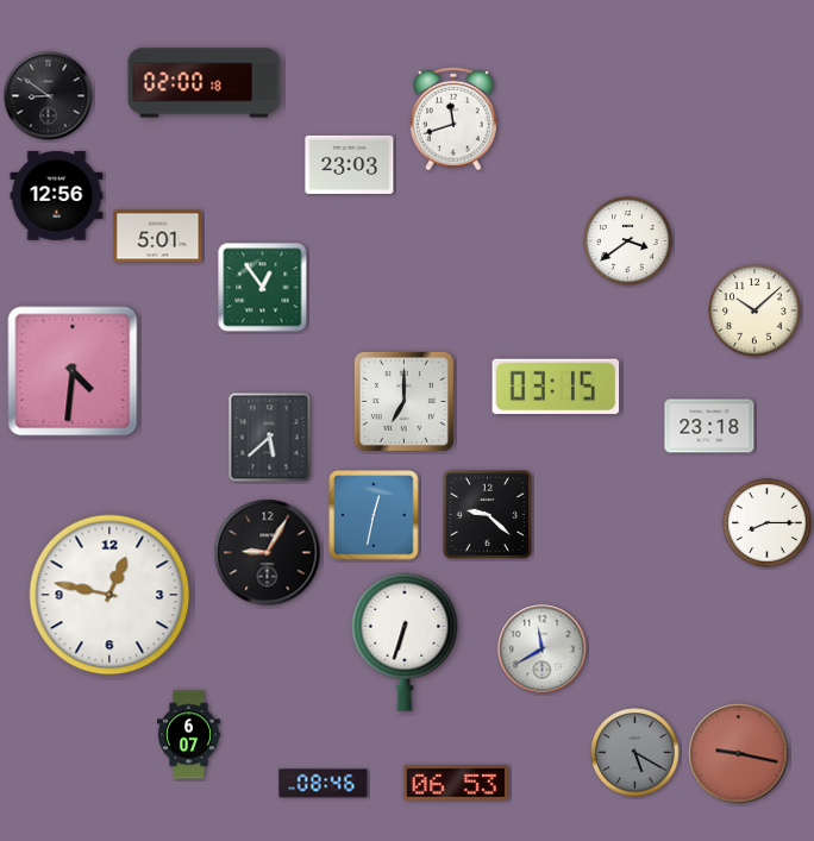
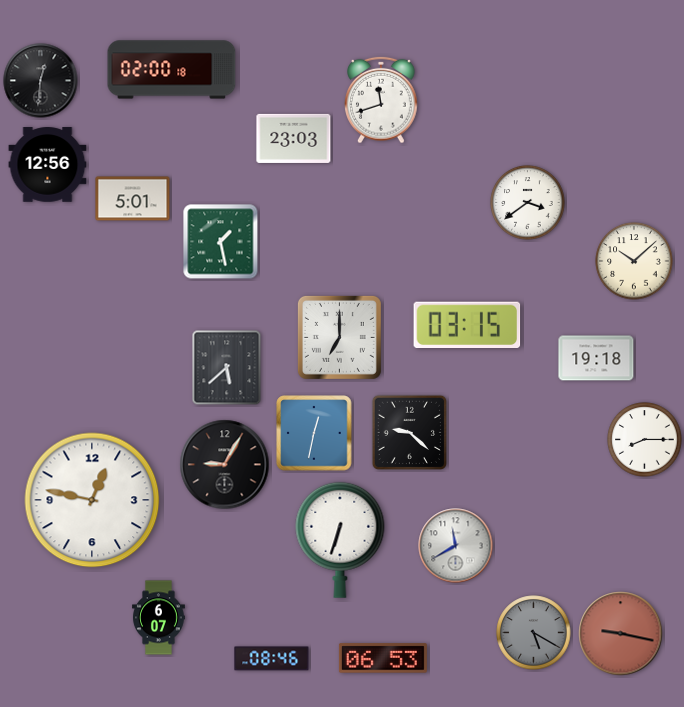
clock at (49, 96): 8:51 -> 12:31
clock at (263, 288): 12:54 -> 1:28
clock at (73, 371): 4:31 -> none
clock at (709, 426): 23:18 -> 19:18
